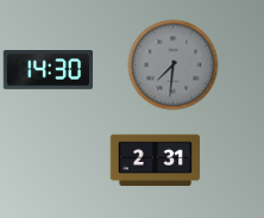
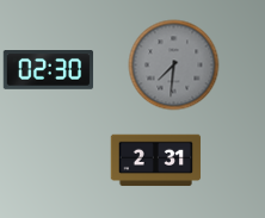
clock at (49, 70): 14:30 -> 02:30
